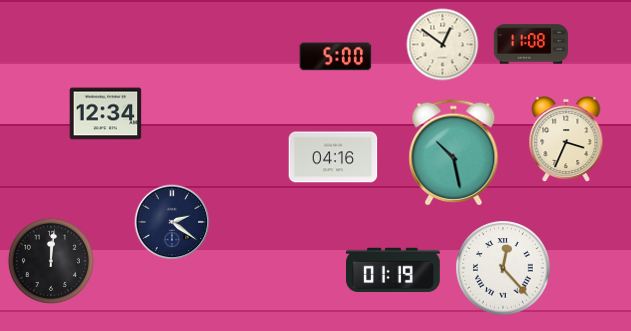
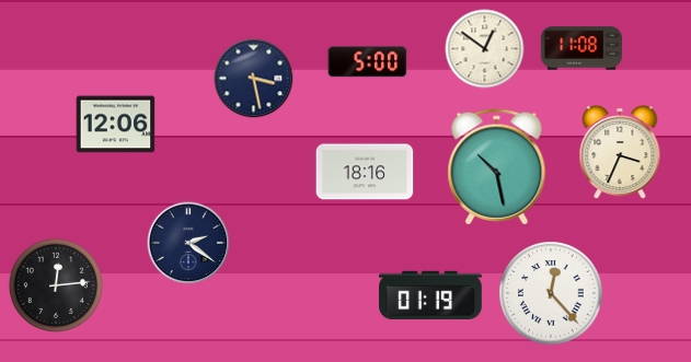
clock at (254, 79): none -> 3:28
clock at (106, 114): 12:34 -> 12:06
clock at (333, 157): 04:16 -> 18:16
clock at (50, 260): 12:01 -> 12:14
